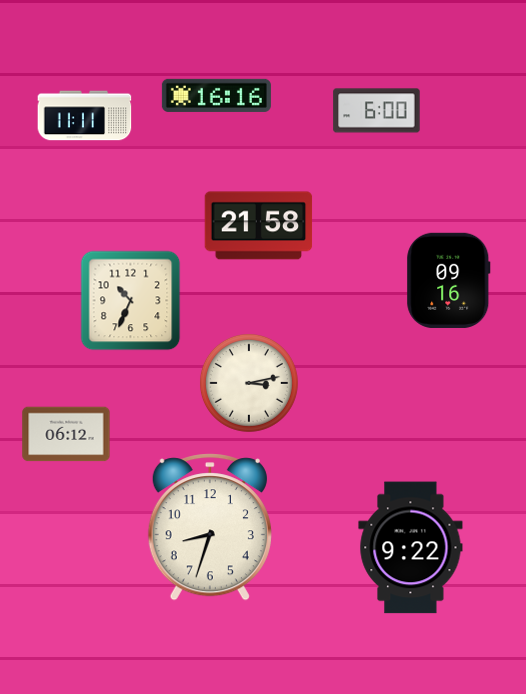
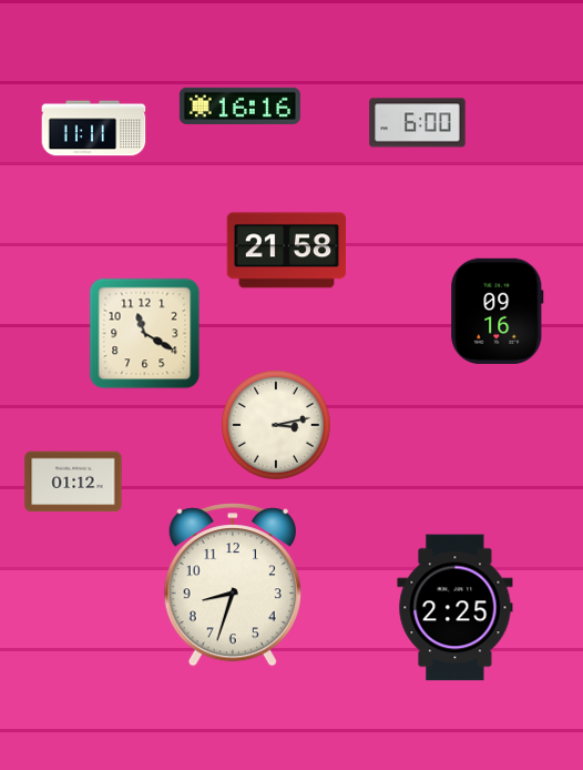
clock at (131, 301): 10:34 -> 11:20
clock at (66, 434): 06:12 -> 01:12
clock at (411, 548): 9:22 -> 2:25
